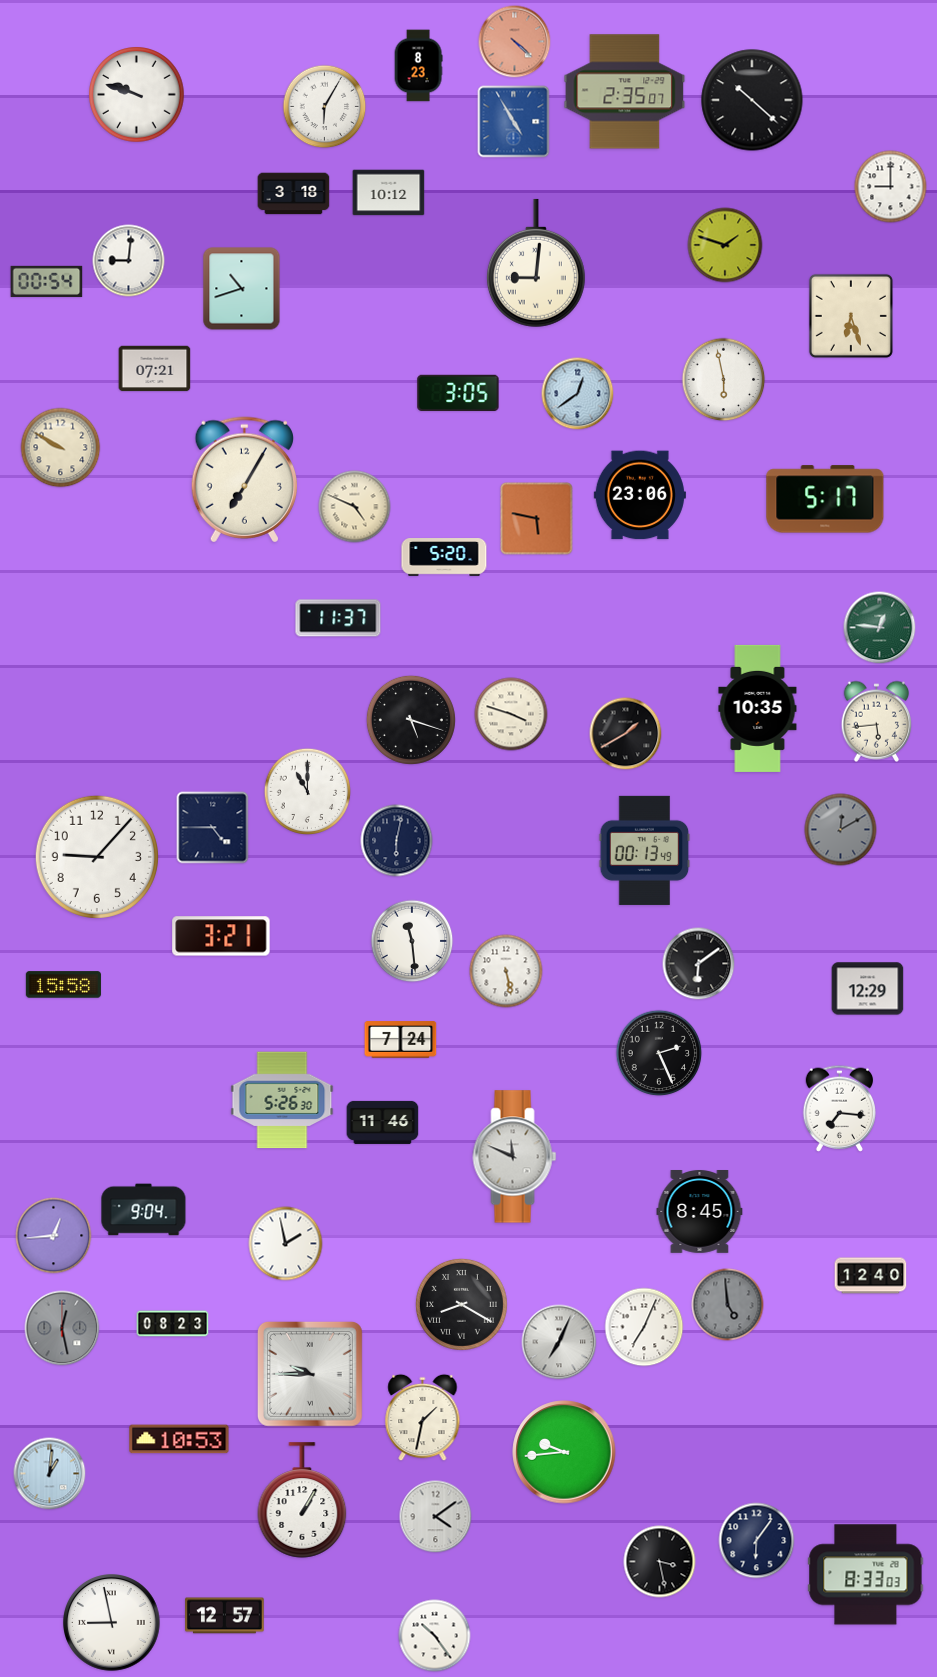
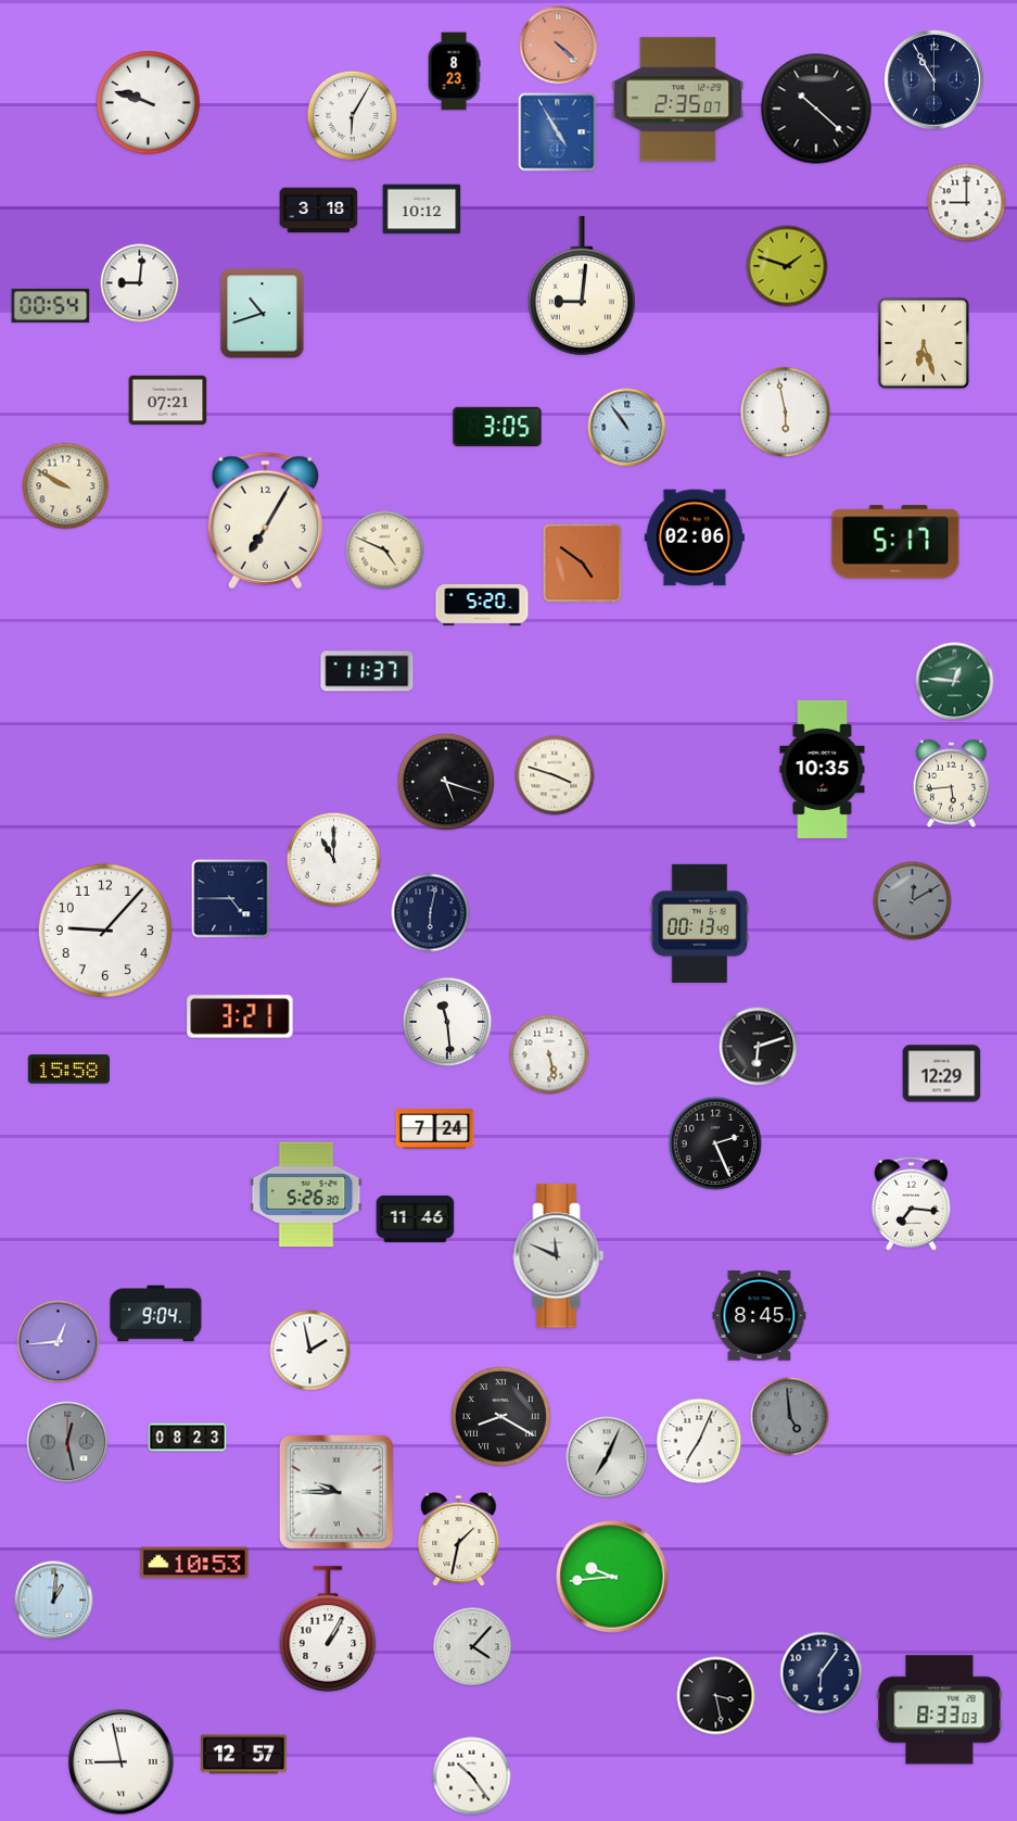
clock at (933, 79): none -> 10:55
clock at (578, 394): 12:39 -> 10:54
clock at (640, 495): 23:06 -> 02:06
clock at (537, 519): 5:47 -> 4:51
clock at (626, 734): 1:40 -> none
clock at (699, 964): 6:09 -> 6:12
clock at (871, 1276): 12:40 -> none
clock at (436, 1517): 4:09 -> 4:07
